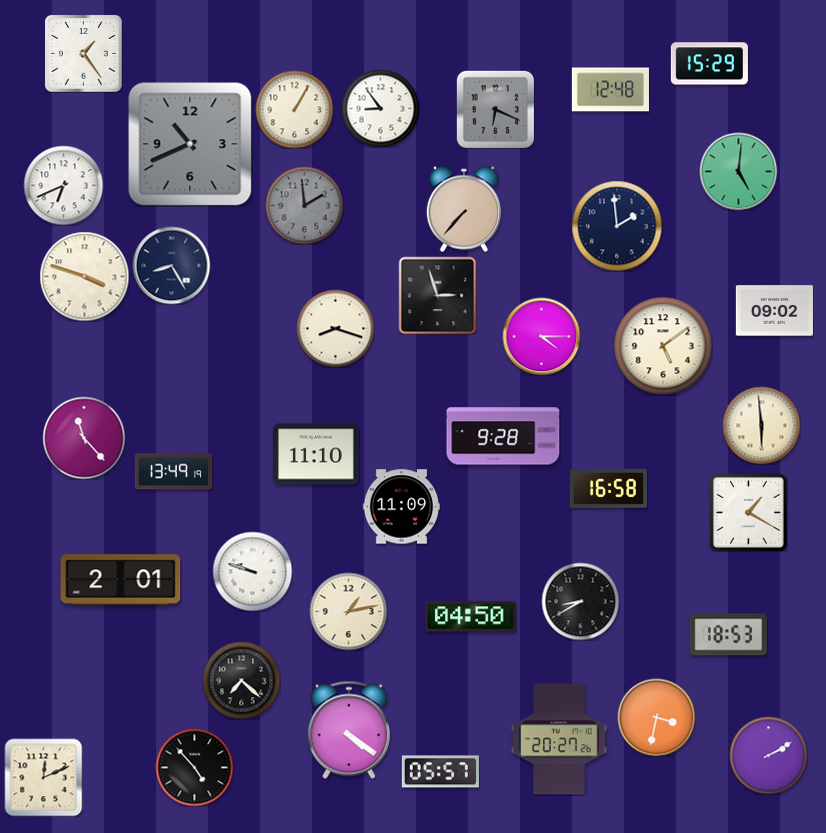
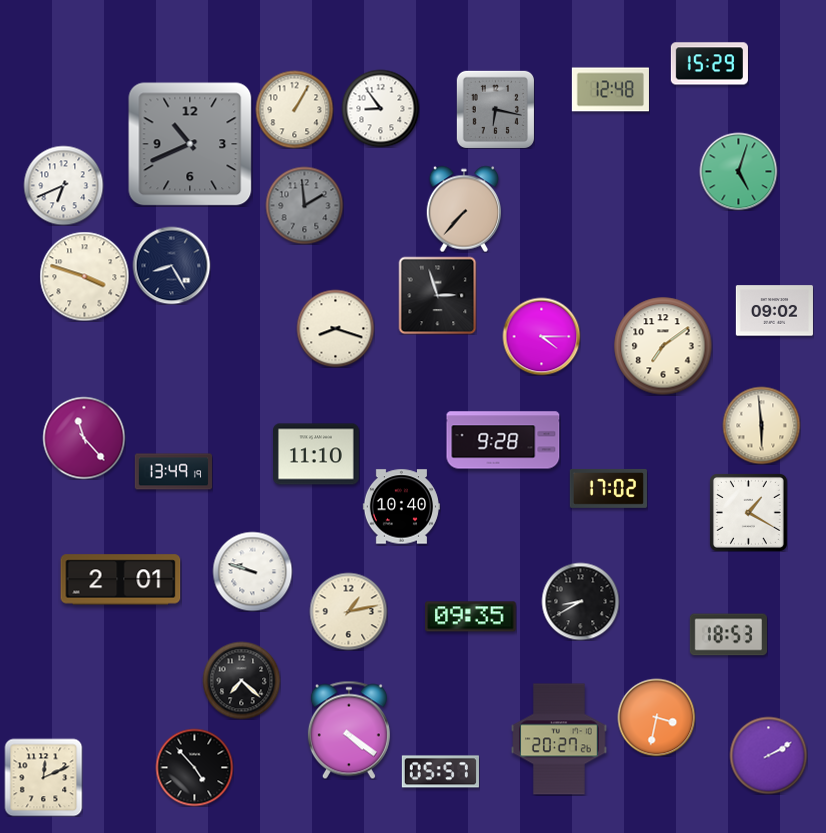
clock at (83, 53): 1:24 -> none
clock at (495, 109): 6:19 -> 6:17
clock at (738, 171): 5:01 -> 5:03
clock at (617, 226): 1:59 -> none
clock at (663, 346): 5:09 -> 7:09
clock at (503, 436) position: (503, 436) -> (503, 440)
clock at (608, 488): 16:58 -> 17:02
clock at (401, 507): 11:09 -> 10:40
clock at (471, 617): 04:50 -> 09:35
